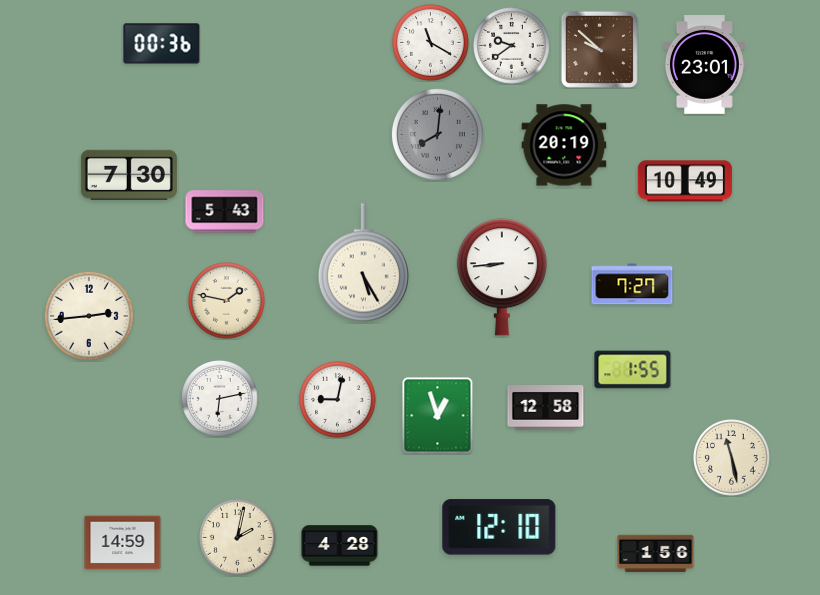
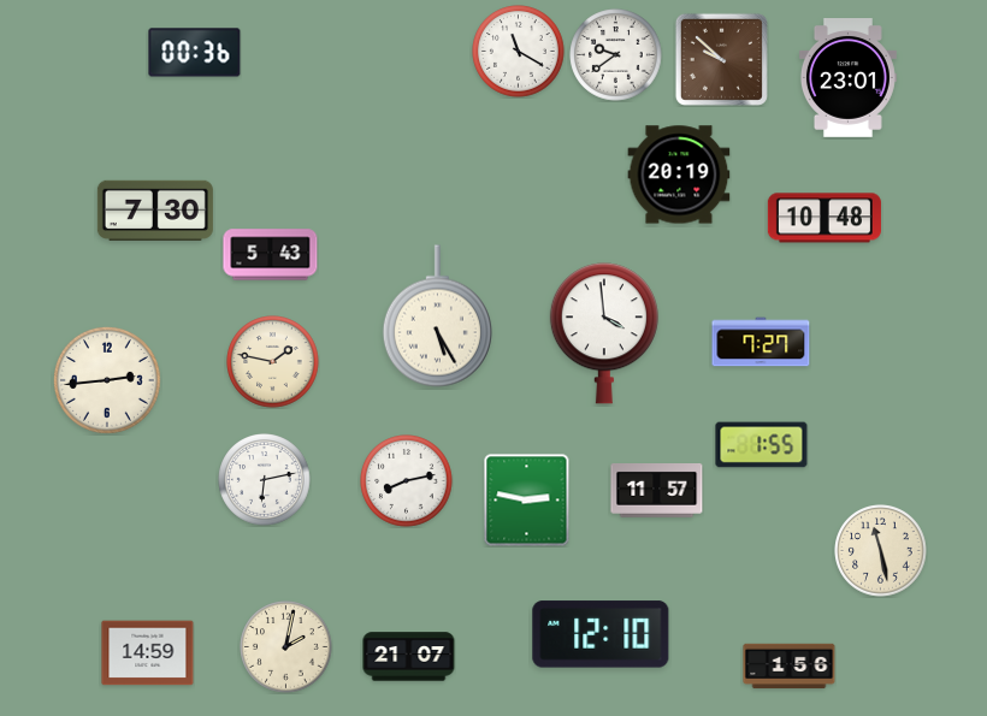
clock at (437, 134): 8:01 -> none
clock at (685, 181): 10:49 -> 10:48
clock at (502, 277): 8:44 -> 3:59
clock at (338, 400): 9:02 -> 8:13
clock at (546, 408): 12:58 -> 11:57
clock at (438, 416): 12:57 -> 2:47
clock at (340, 546): 4:28 -> 21:07
